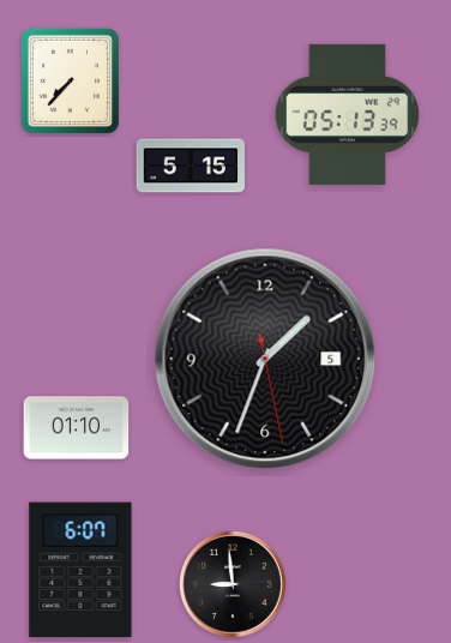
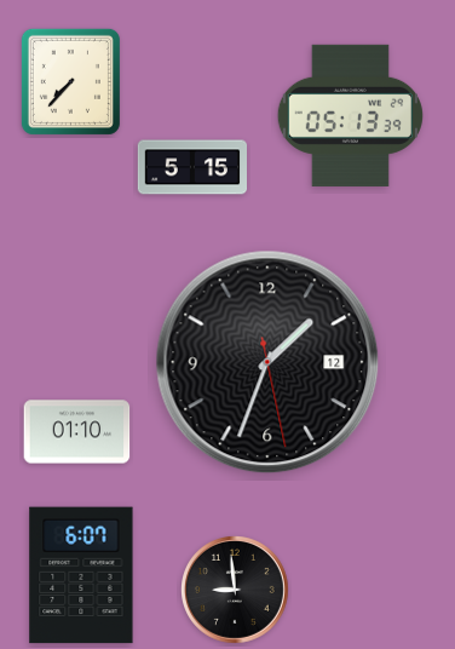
clock at (265, 359) date: 5 -> 12
